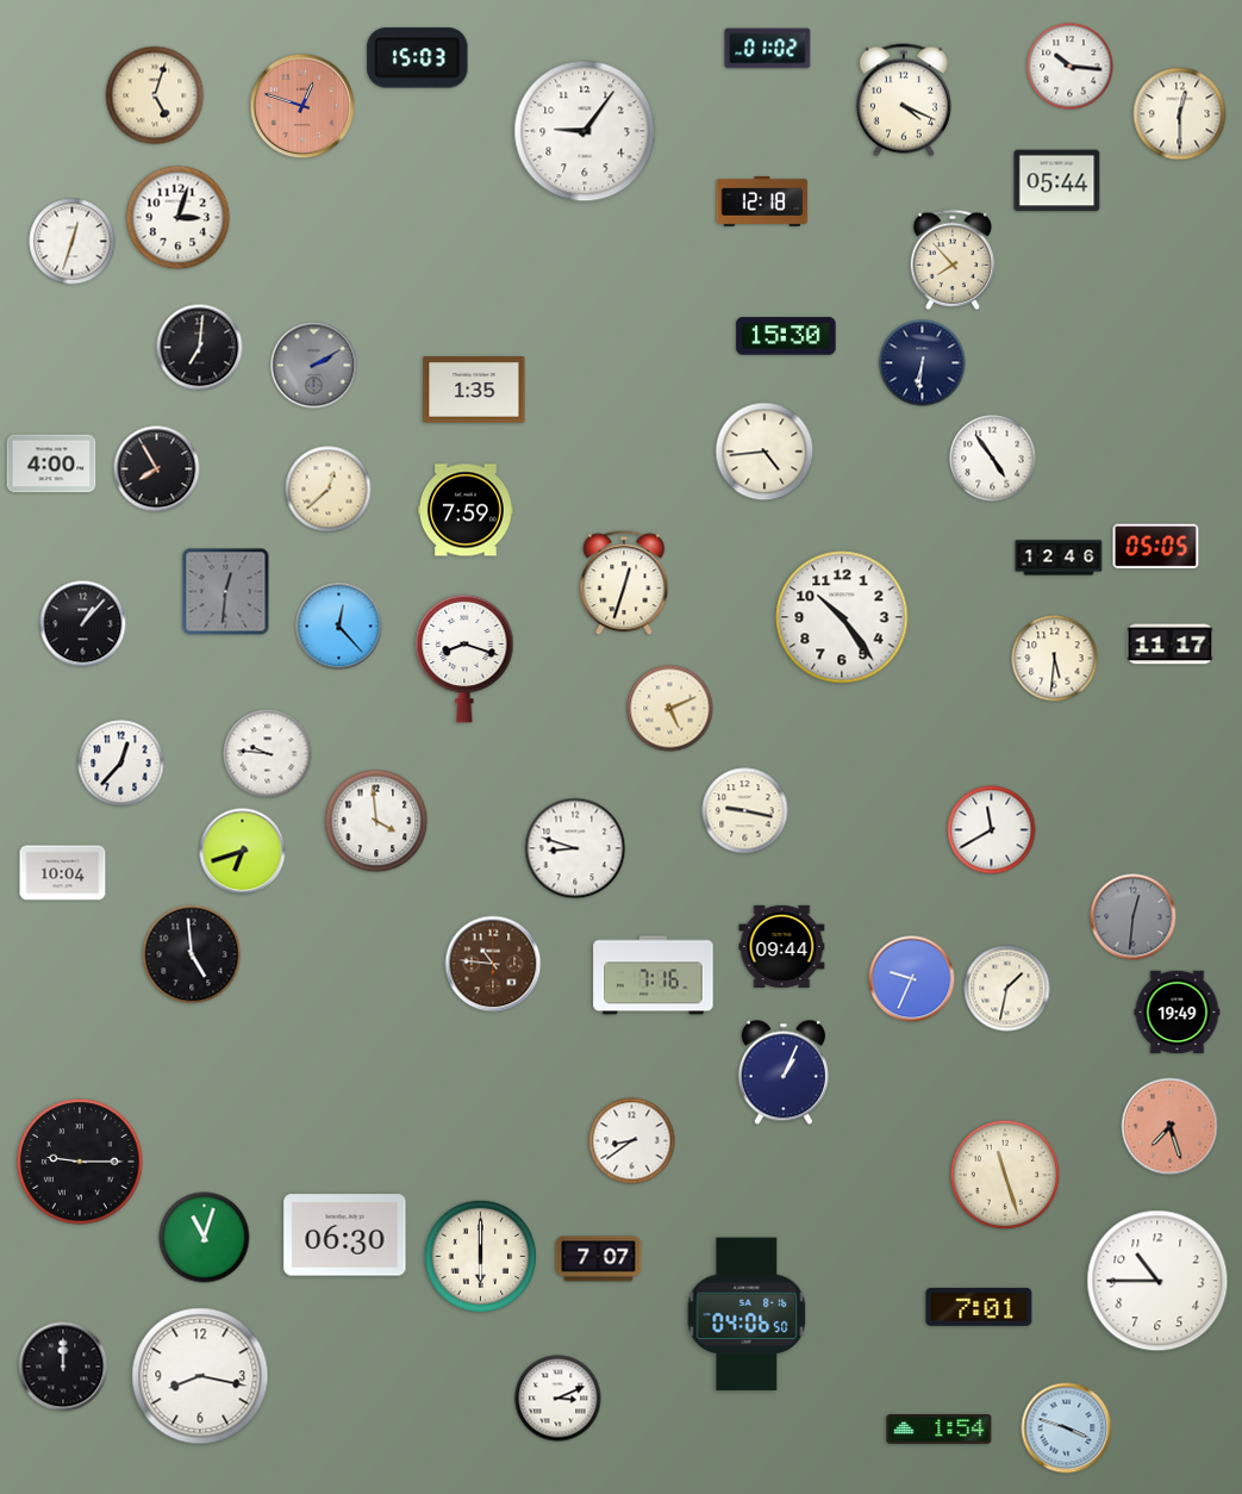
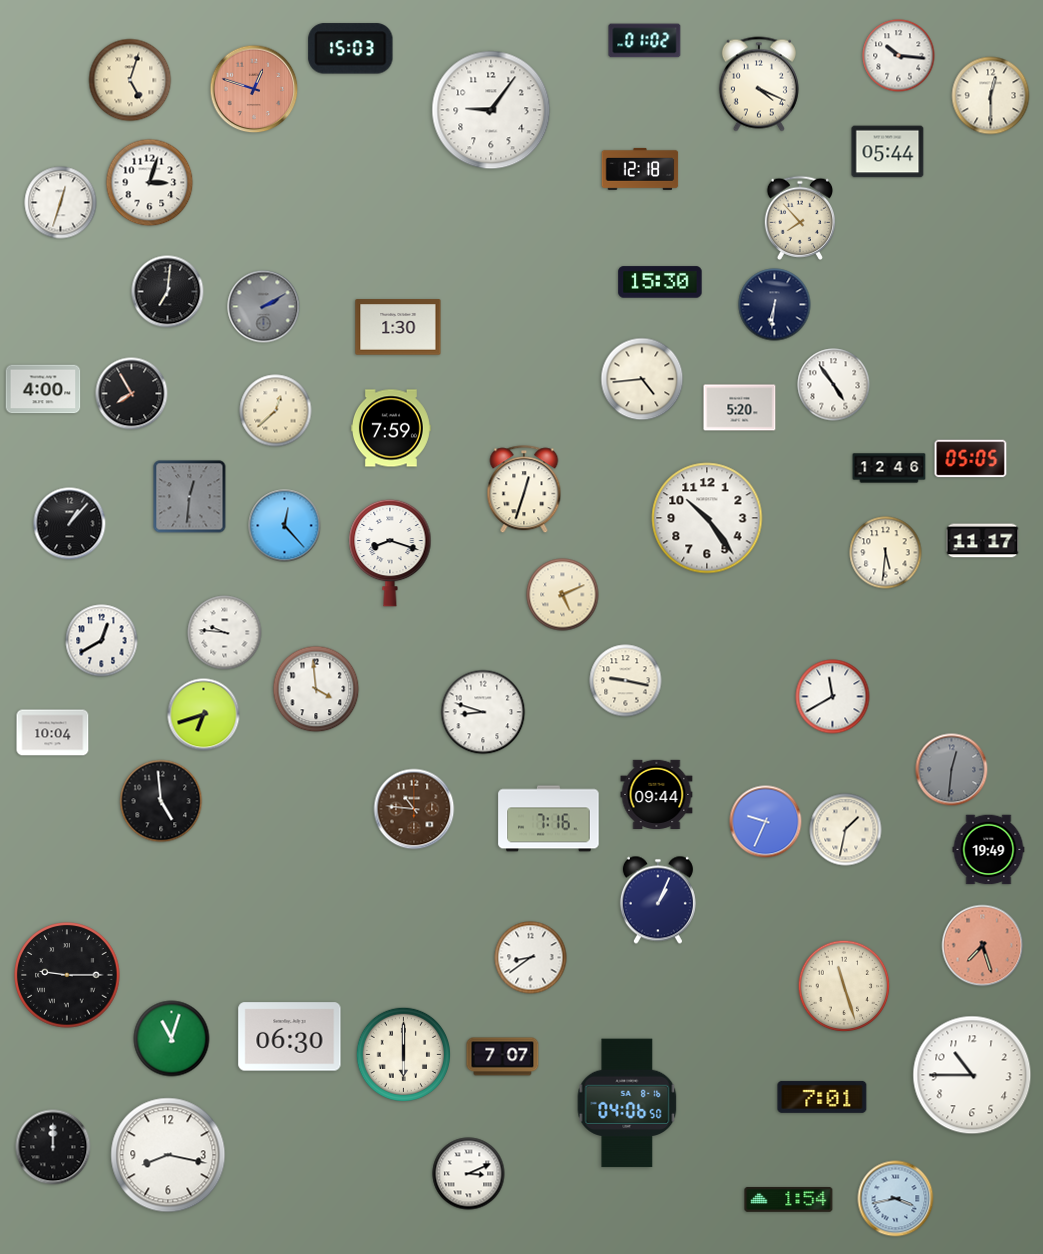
clock at (474, 390): 1:35 -> 1:30
clock at (740, 408): none -> 5:20
clock at (121, 764): 12:37 -> 12:40
clock at (1067, 1428): 3:48 -> 3:43
